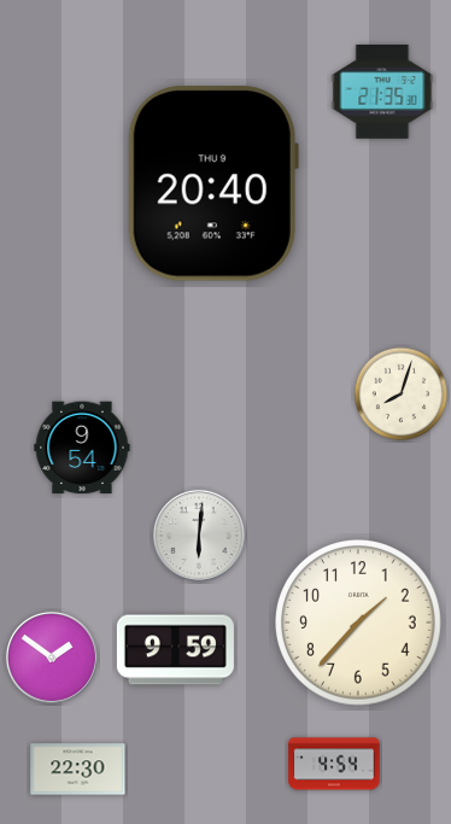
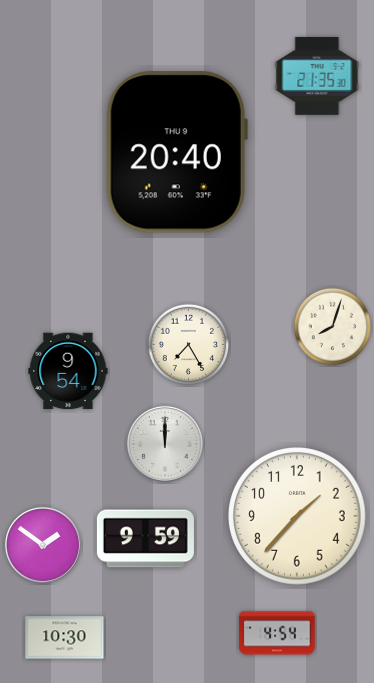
clock at (189, 345): none -> 7:25
clock at (199, 536): 6:01 -> 12:00
clock at (78, 770): 22:30 -> 10:30
